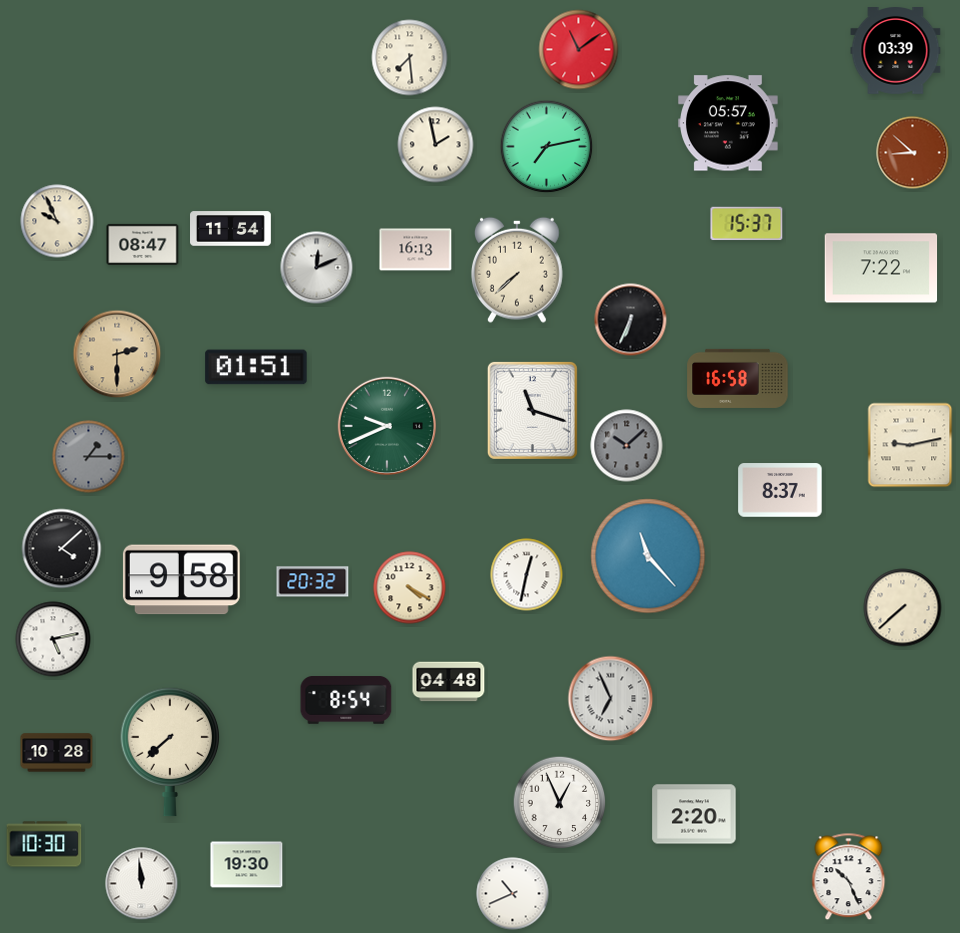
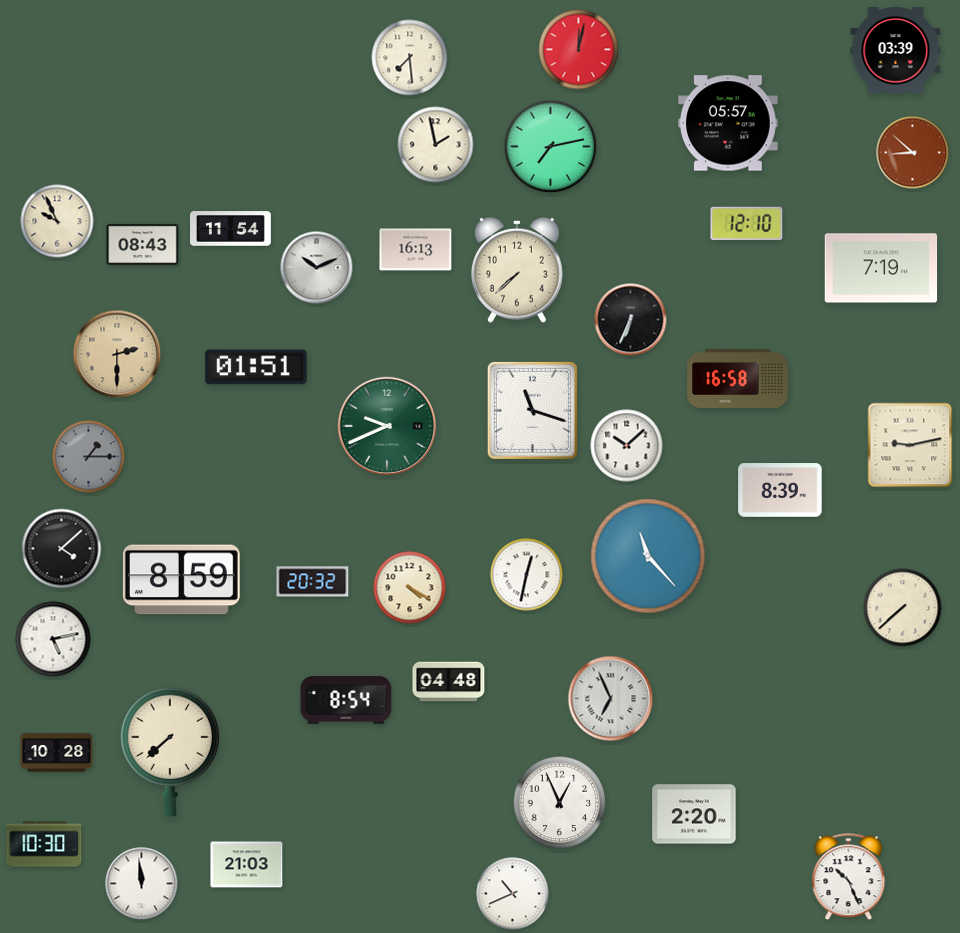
clock at (579, 50): 11:09 -> 12:02
clock at (547, 147) position: (547, 147) -> (551, 147)
clock at (747, 224): 15:37 -> 12:10
clock at (143, 244): 08:47 -> 08:43
clock at (317, 268): 12:11 -> 10:11
clock at (881, 268): 7:22 -> 7:19
clock at (627, 446) dial: grey -> white
clock at (780, 490): 8:37 -> 8:39
clock at (181, 580): 9:58 -> 8:59
clock at (247, 865): 19:30 -> 21:03
